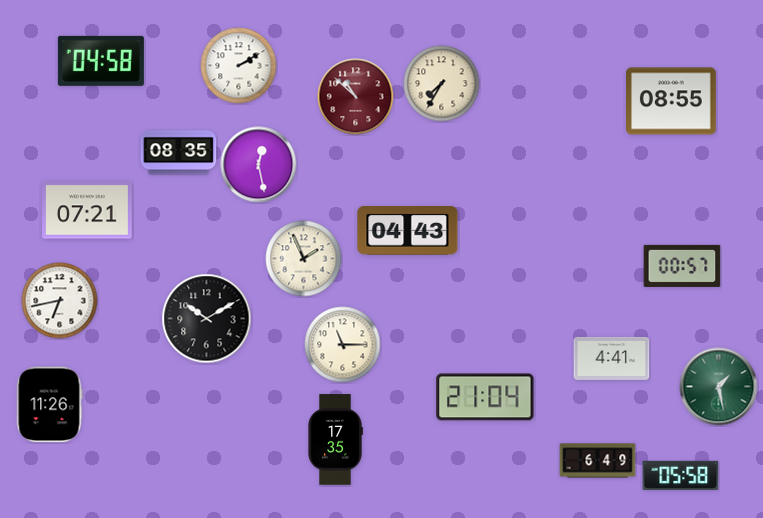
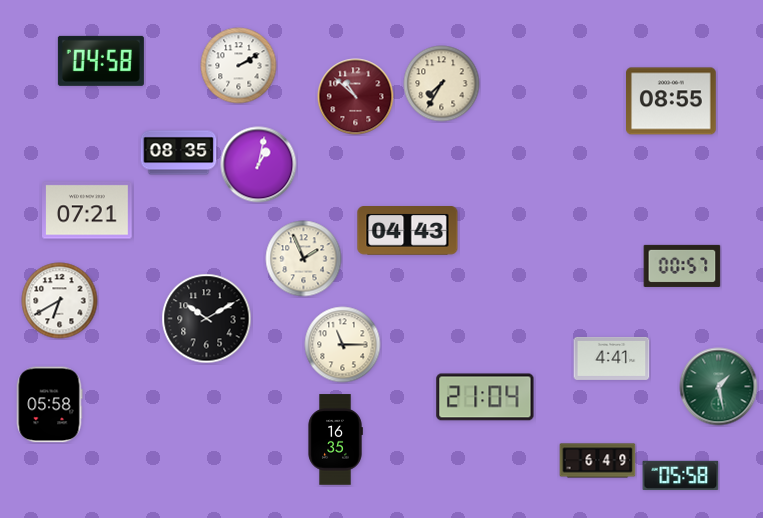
clock at (259, 165): 12:28 -> 1:02
clock at (60, 301): 6:43 -> 6:40
clock at (49, 405): 11:26 -> 05:58
clock at (335, 440): 17:35 -> 16:35
